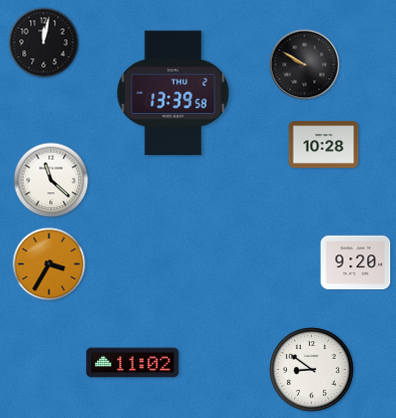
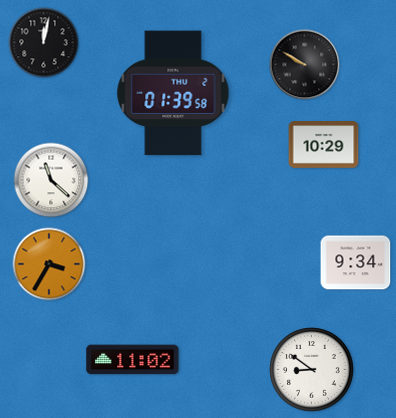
clock at (173, 93): 13:39 -> 01:39
clock at (324, 145): 10:28 -> 10:29
clock at (356, 263): 9:20 -> 9:34
clock at (133, 363) position: (133, 363) -> (133, 360)
